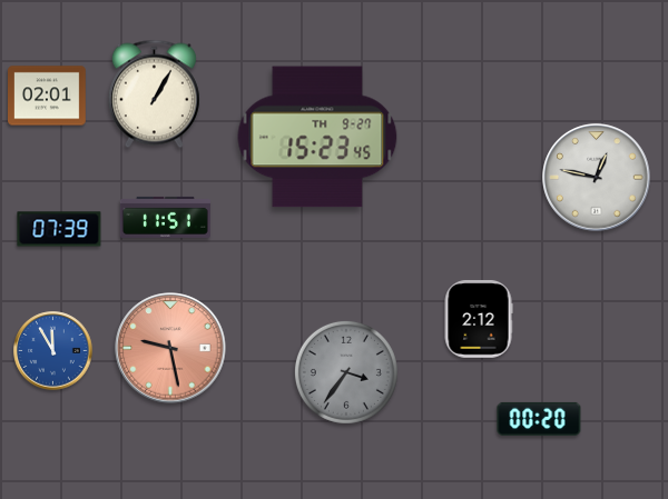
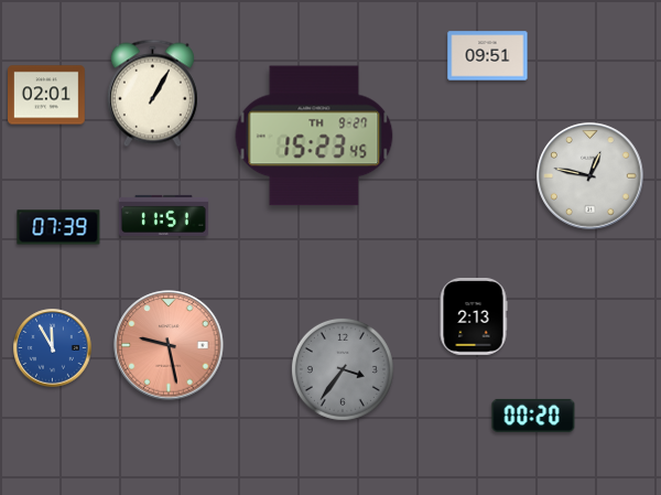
clock at (488, 56): none -> 09:51
clock at (479, 320): 2:12 -> 2:13
